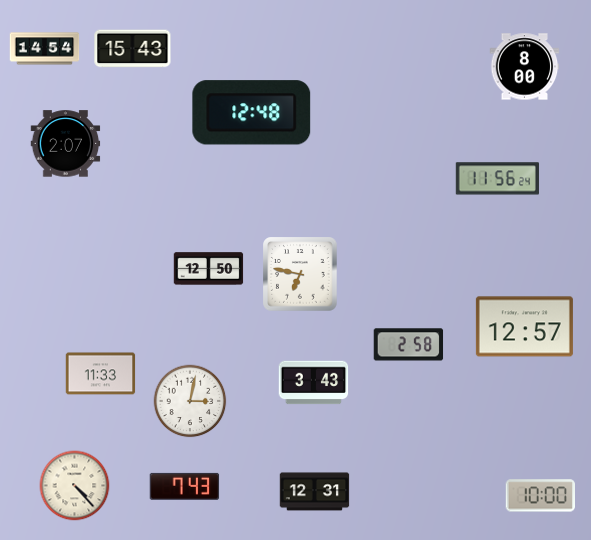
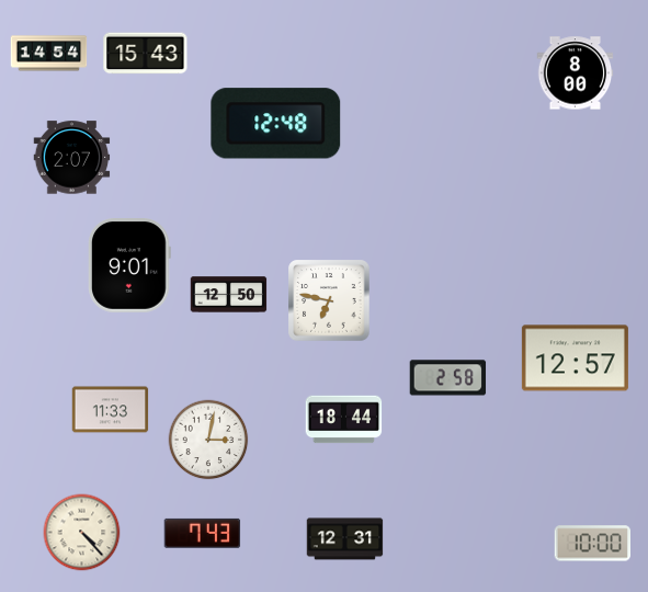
clock at (497, 179): 11:56 -> none
clock at (129, 265): none -> 9:01
clock at (314, 383): 3:43 -> 18:44
